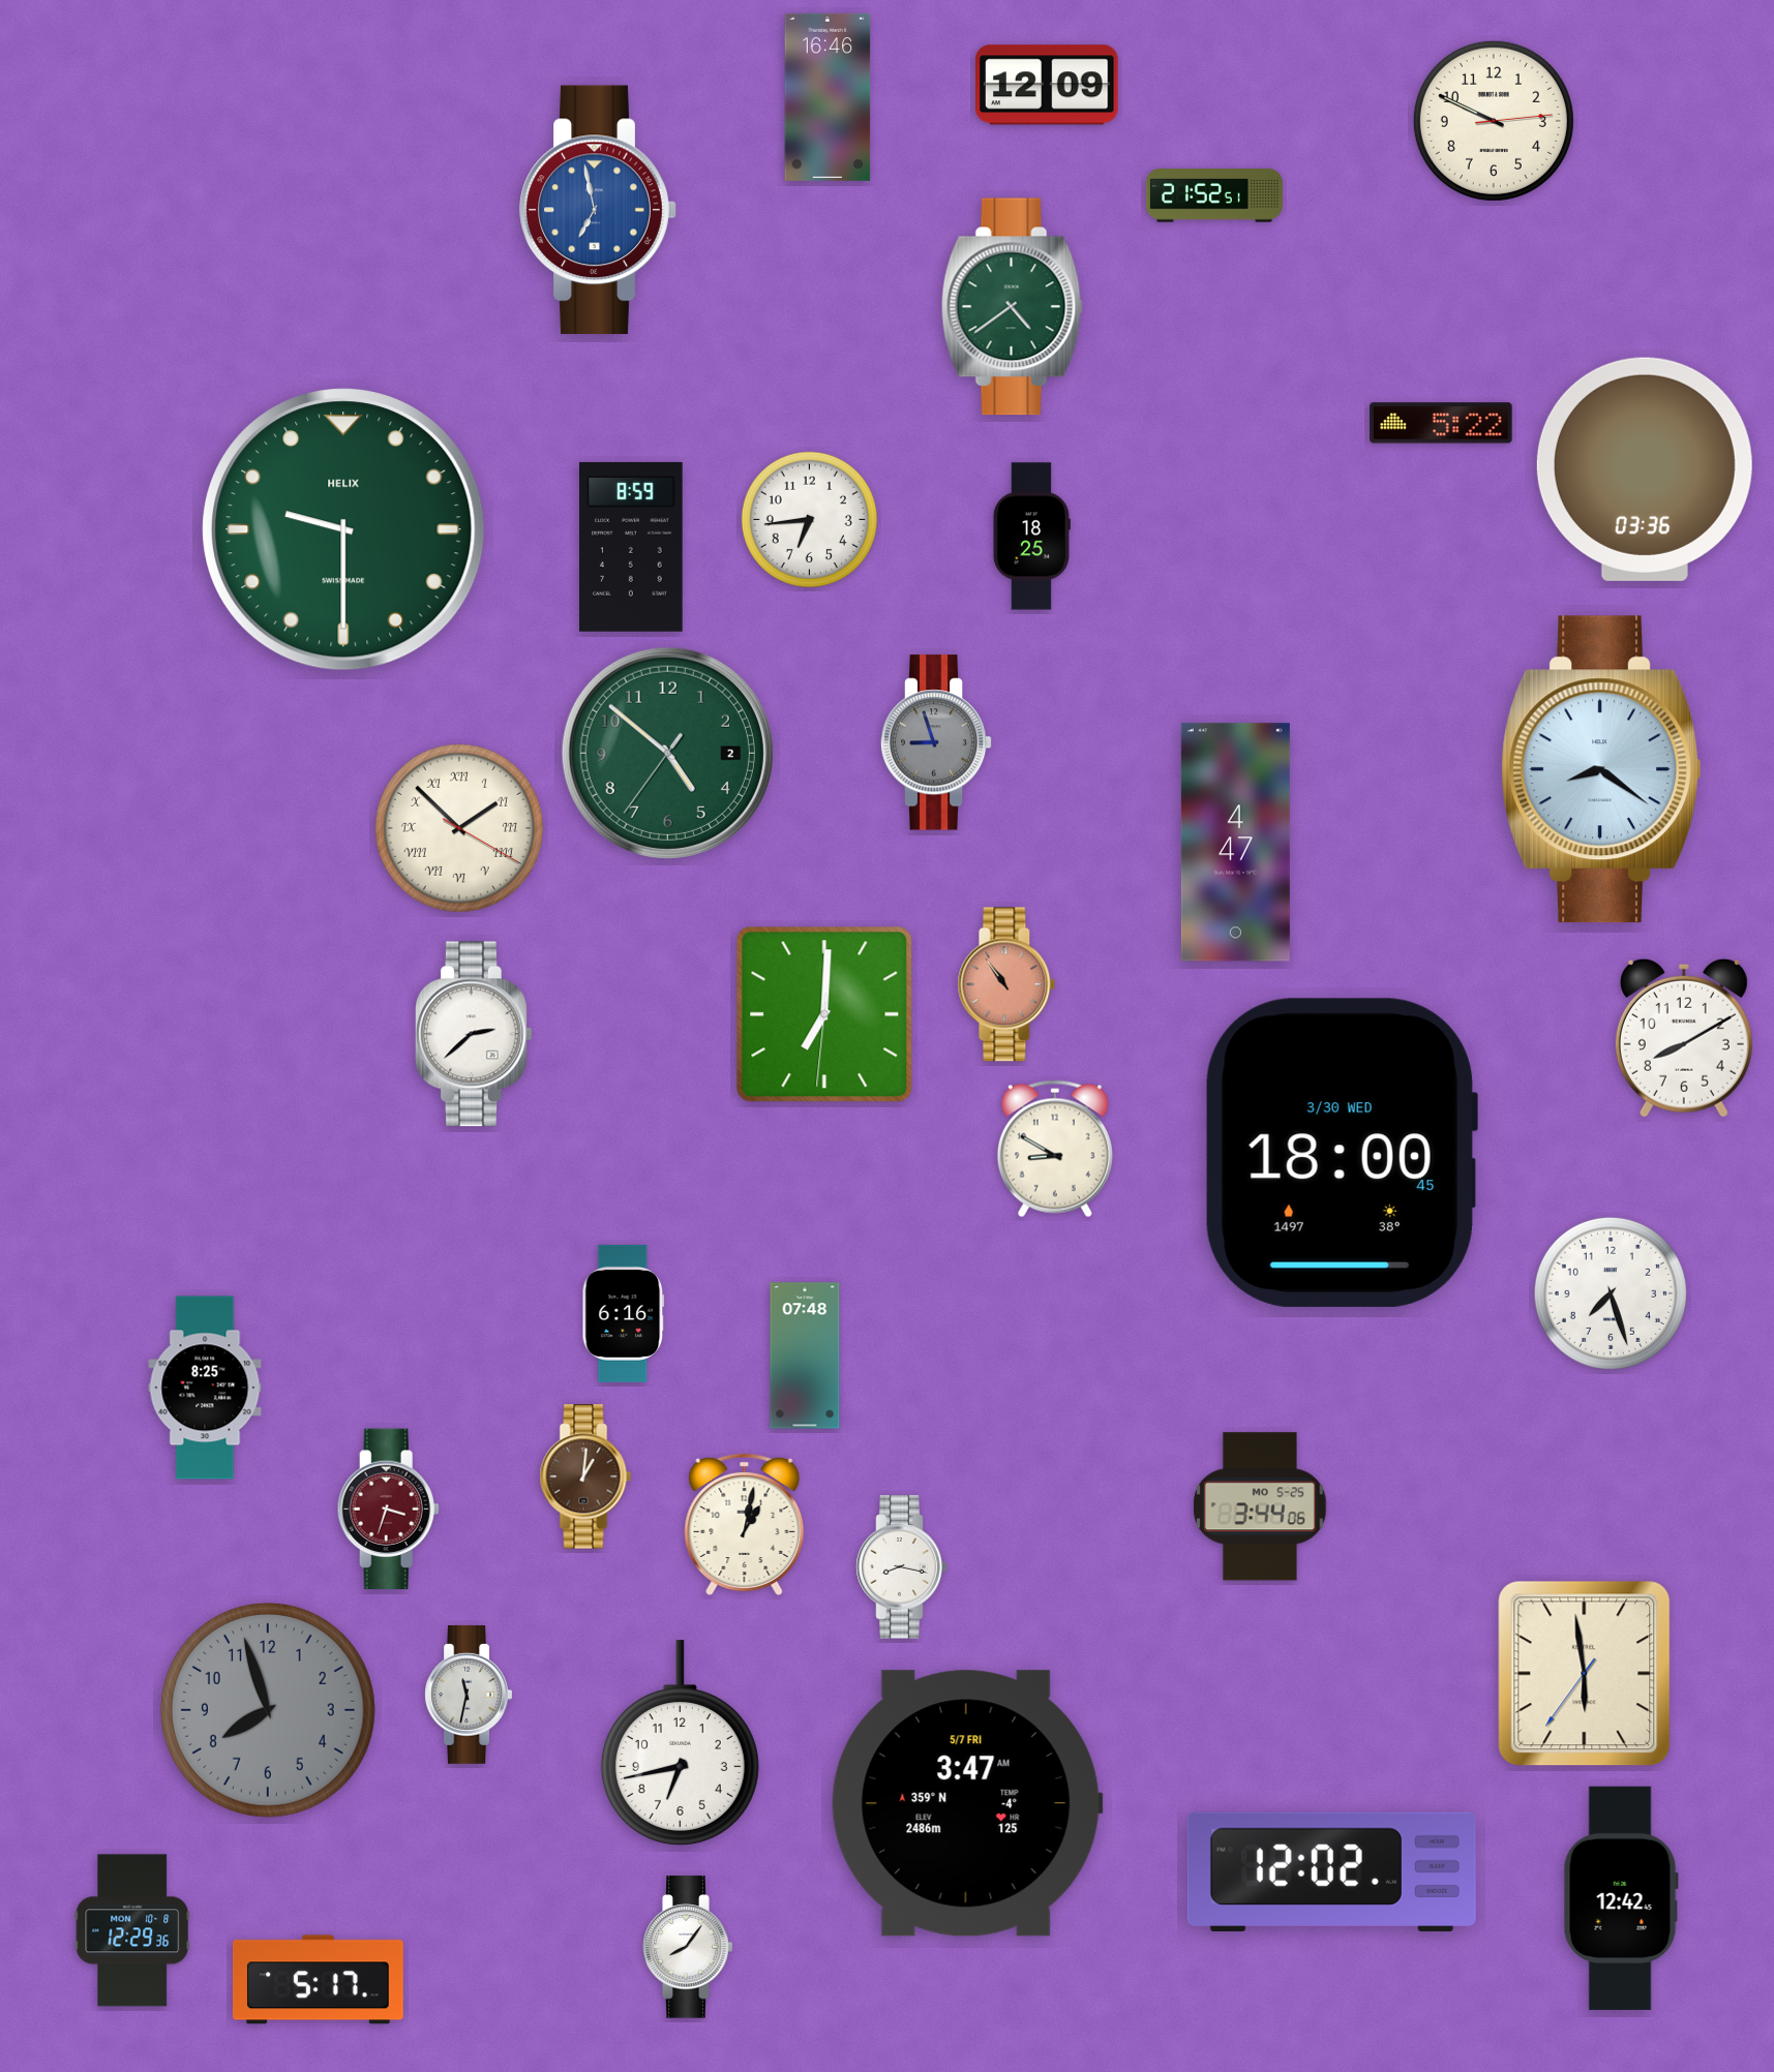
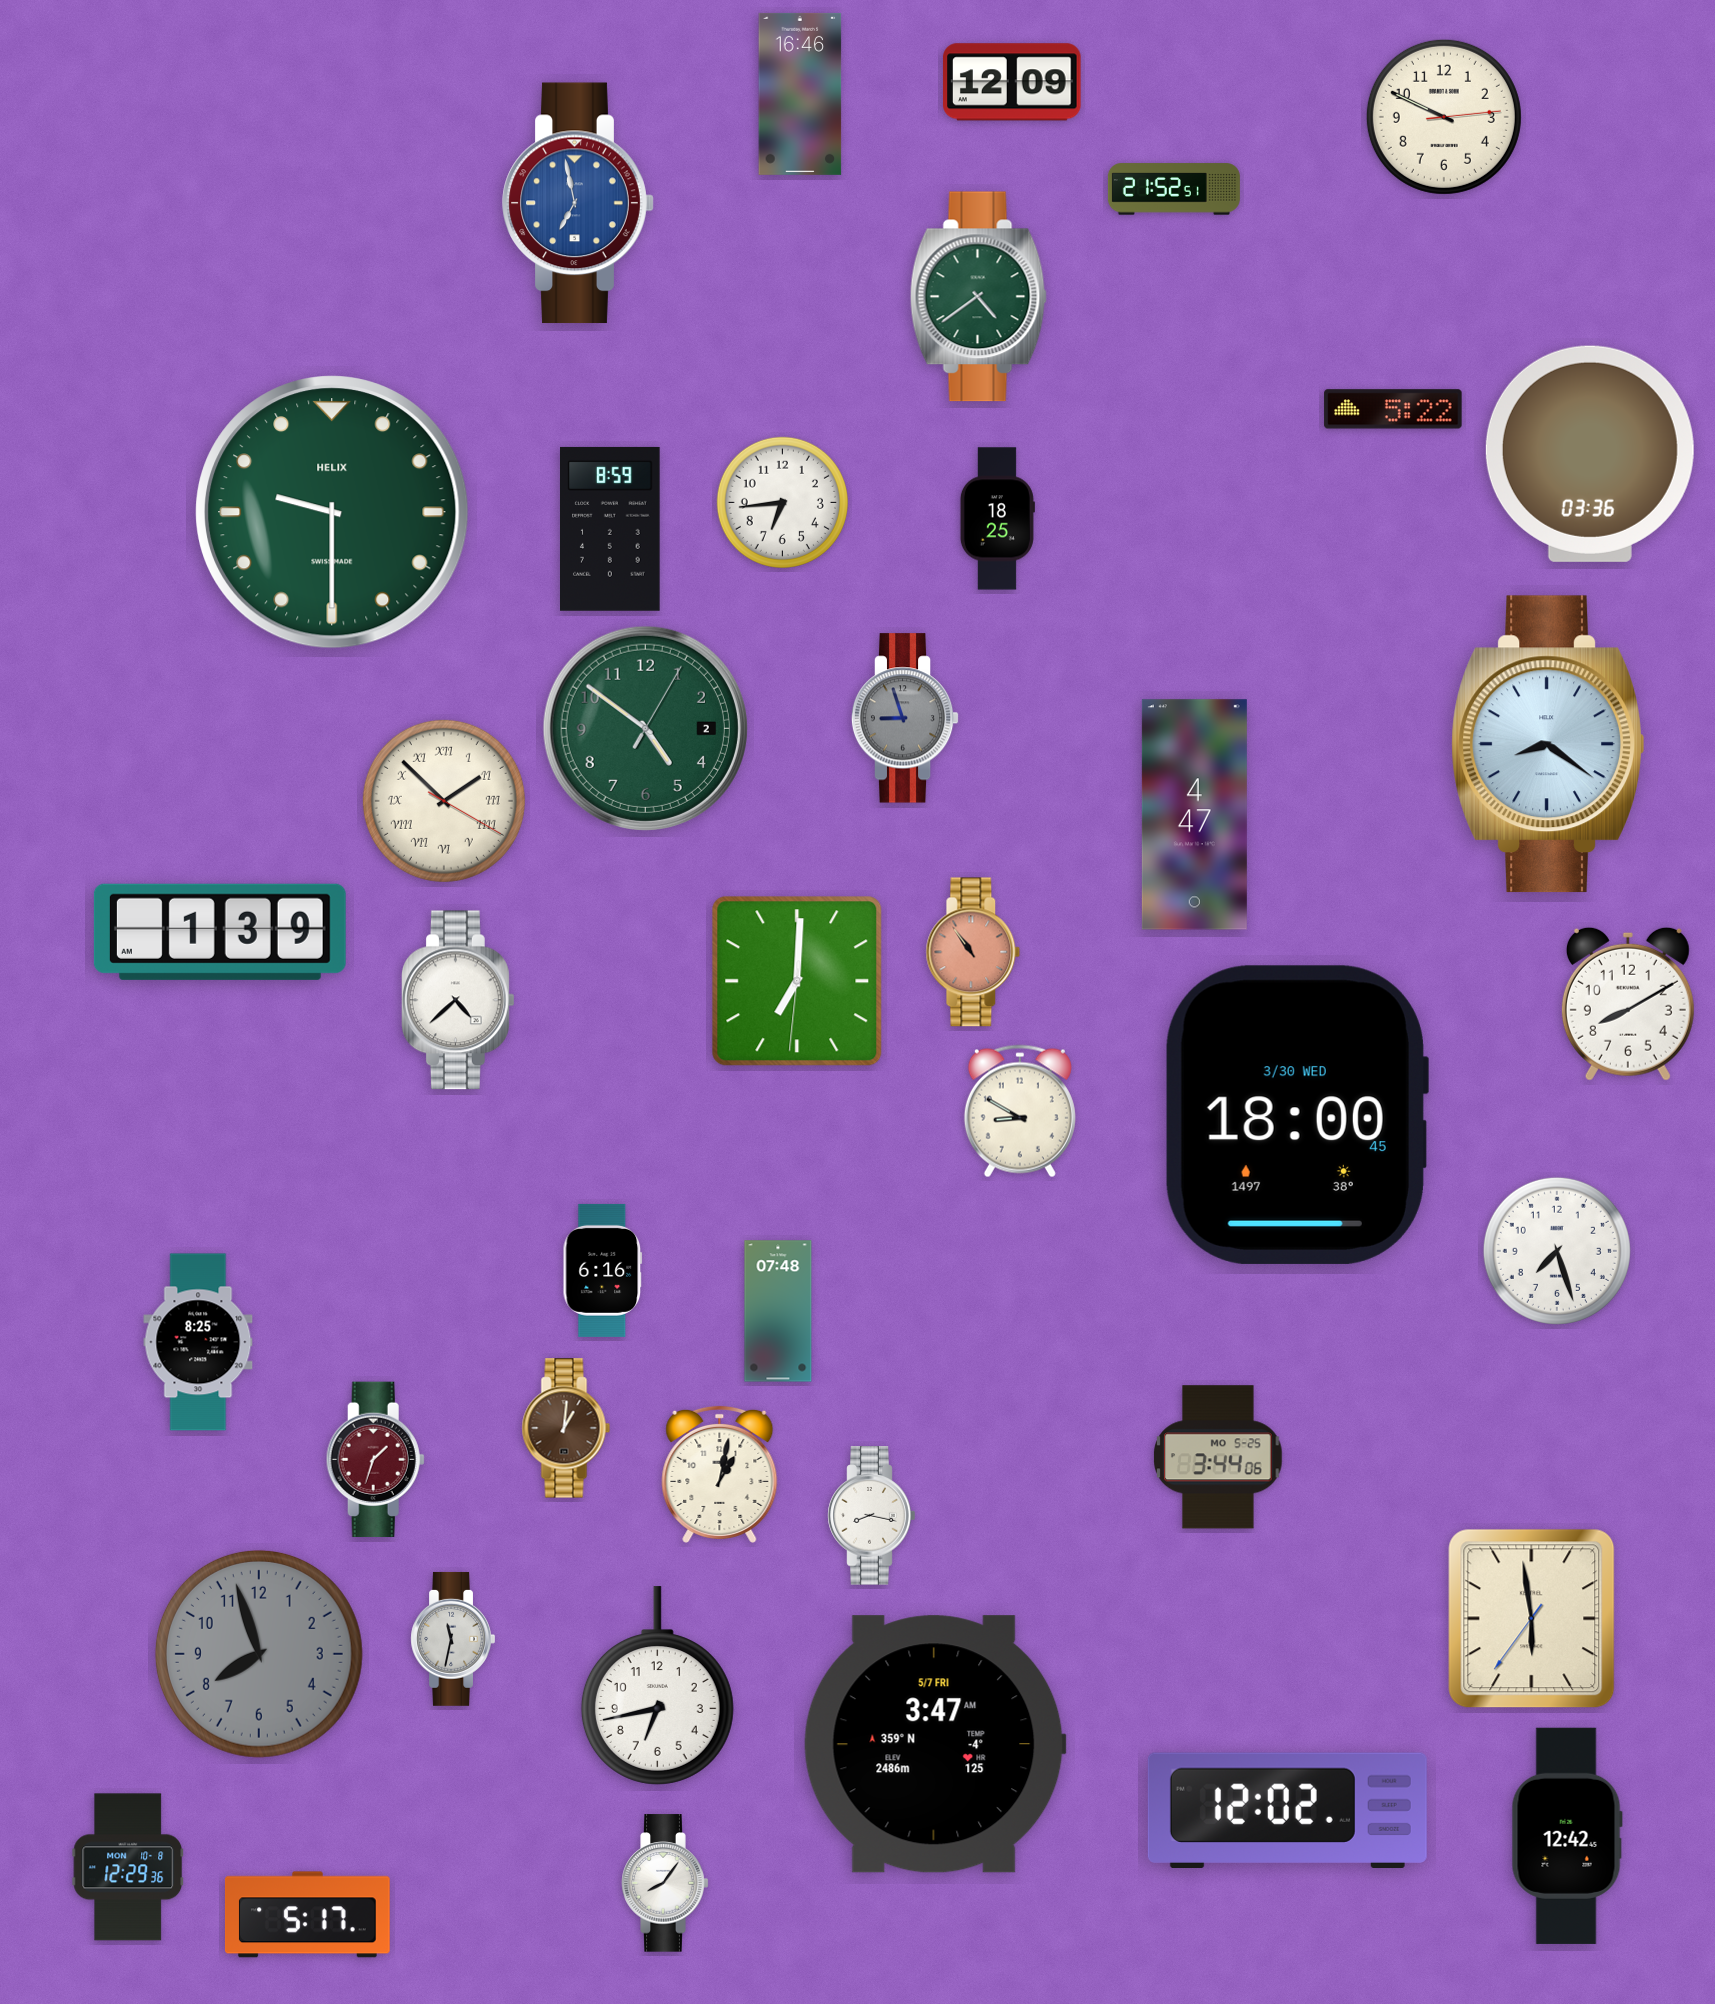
clock at (667, 753): 4:51:36 -> 4:51:05
clock at (220, 932): none -> 1:39
clock at (474, 1034): 2:38 -> 4:38
clock at (388, 1510): 3:33 -> 1:33
